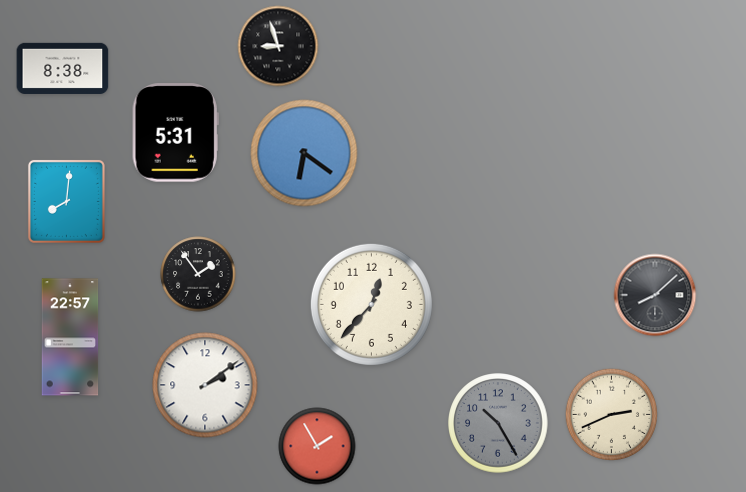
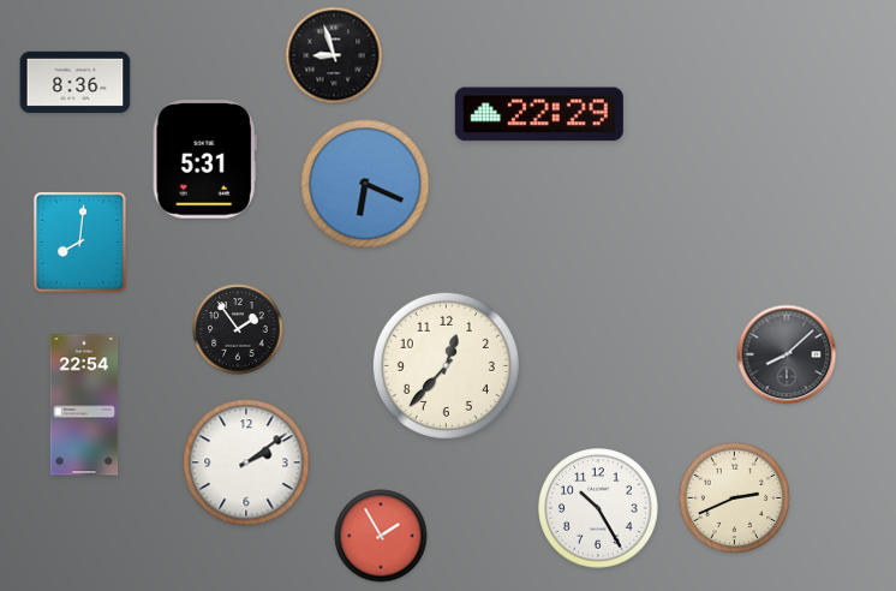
clock at (63, 68): 8:38 -> 8:36
clock at (539, 114): none -> 22:29
clock at (175, 133) position: (175, 133) -> (204, 160)
clock at (304, 153): 6:21 -> 6:19
clock at (70, 337): 22:57 -> 22:54
clock at (498, 423) dial: grey -> white
